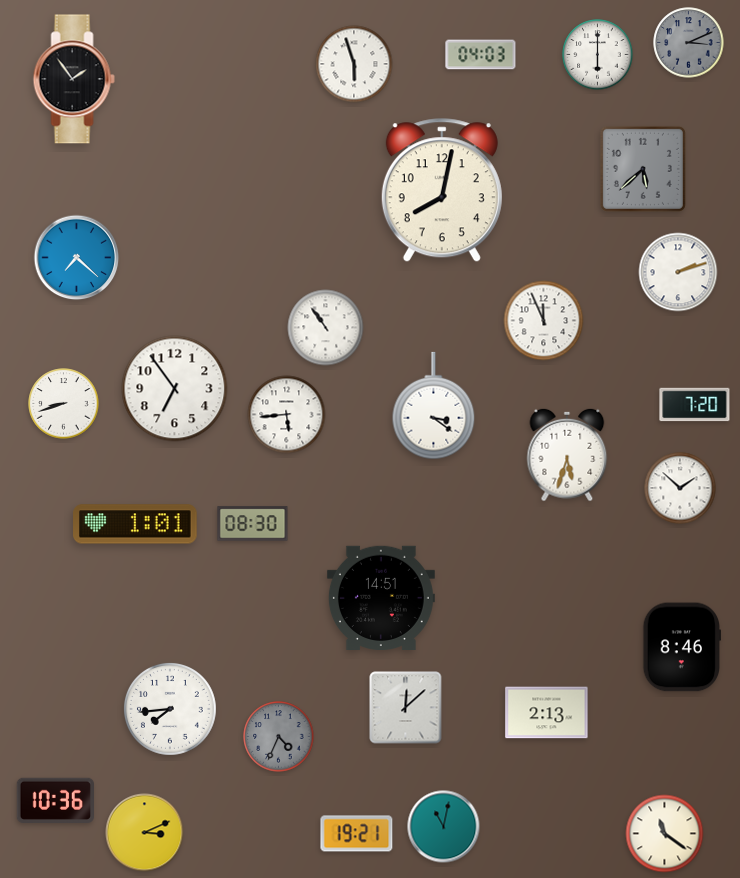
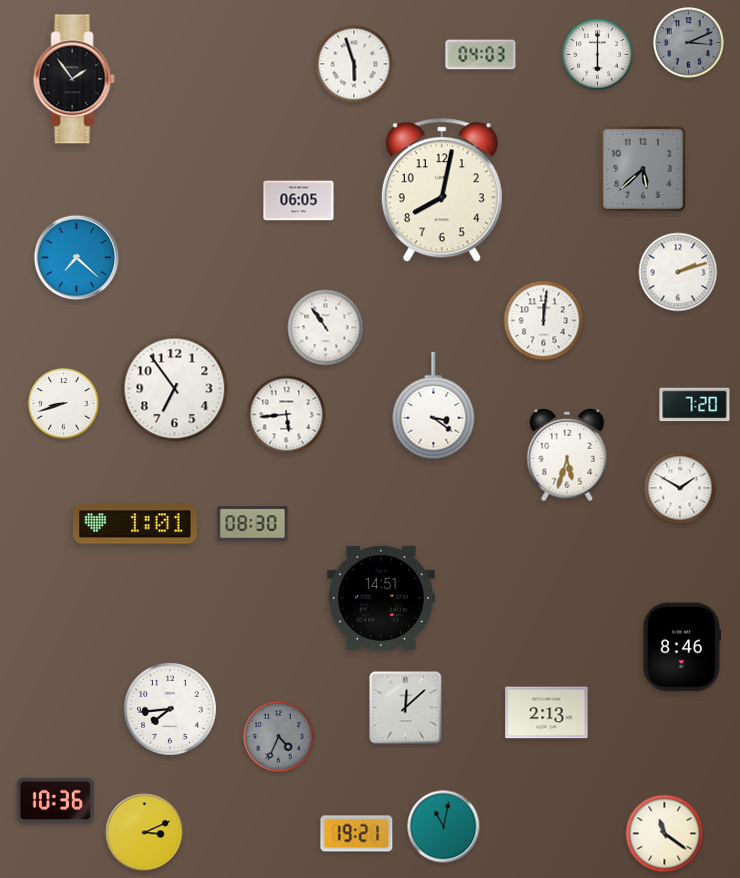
clock at (299, 201): none -> 06:05
clock at (544, 321): 11:56 -> 12:01
clock at (680, 488): 1:52 -> 1:50
